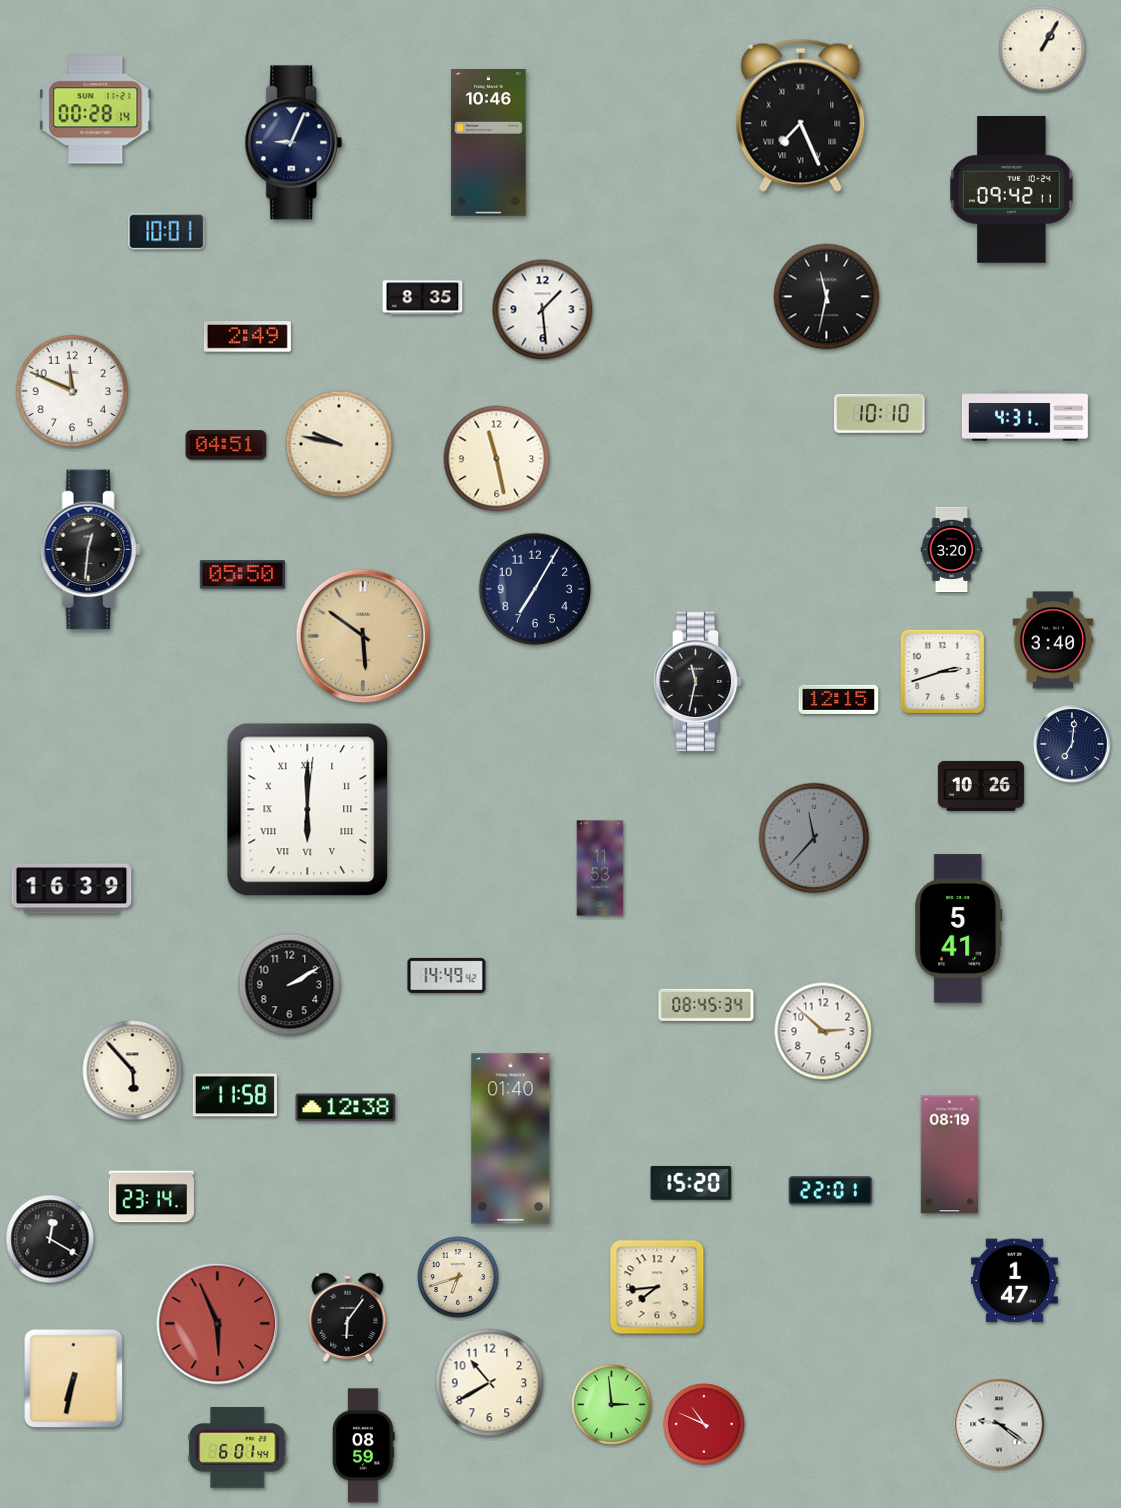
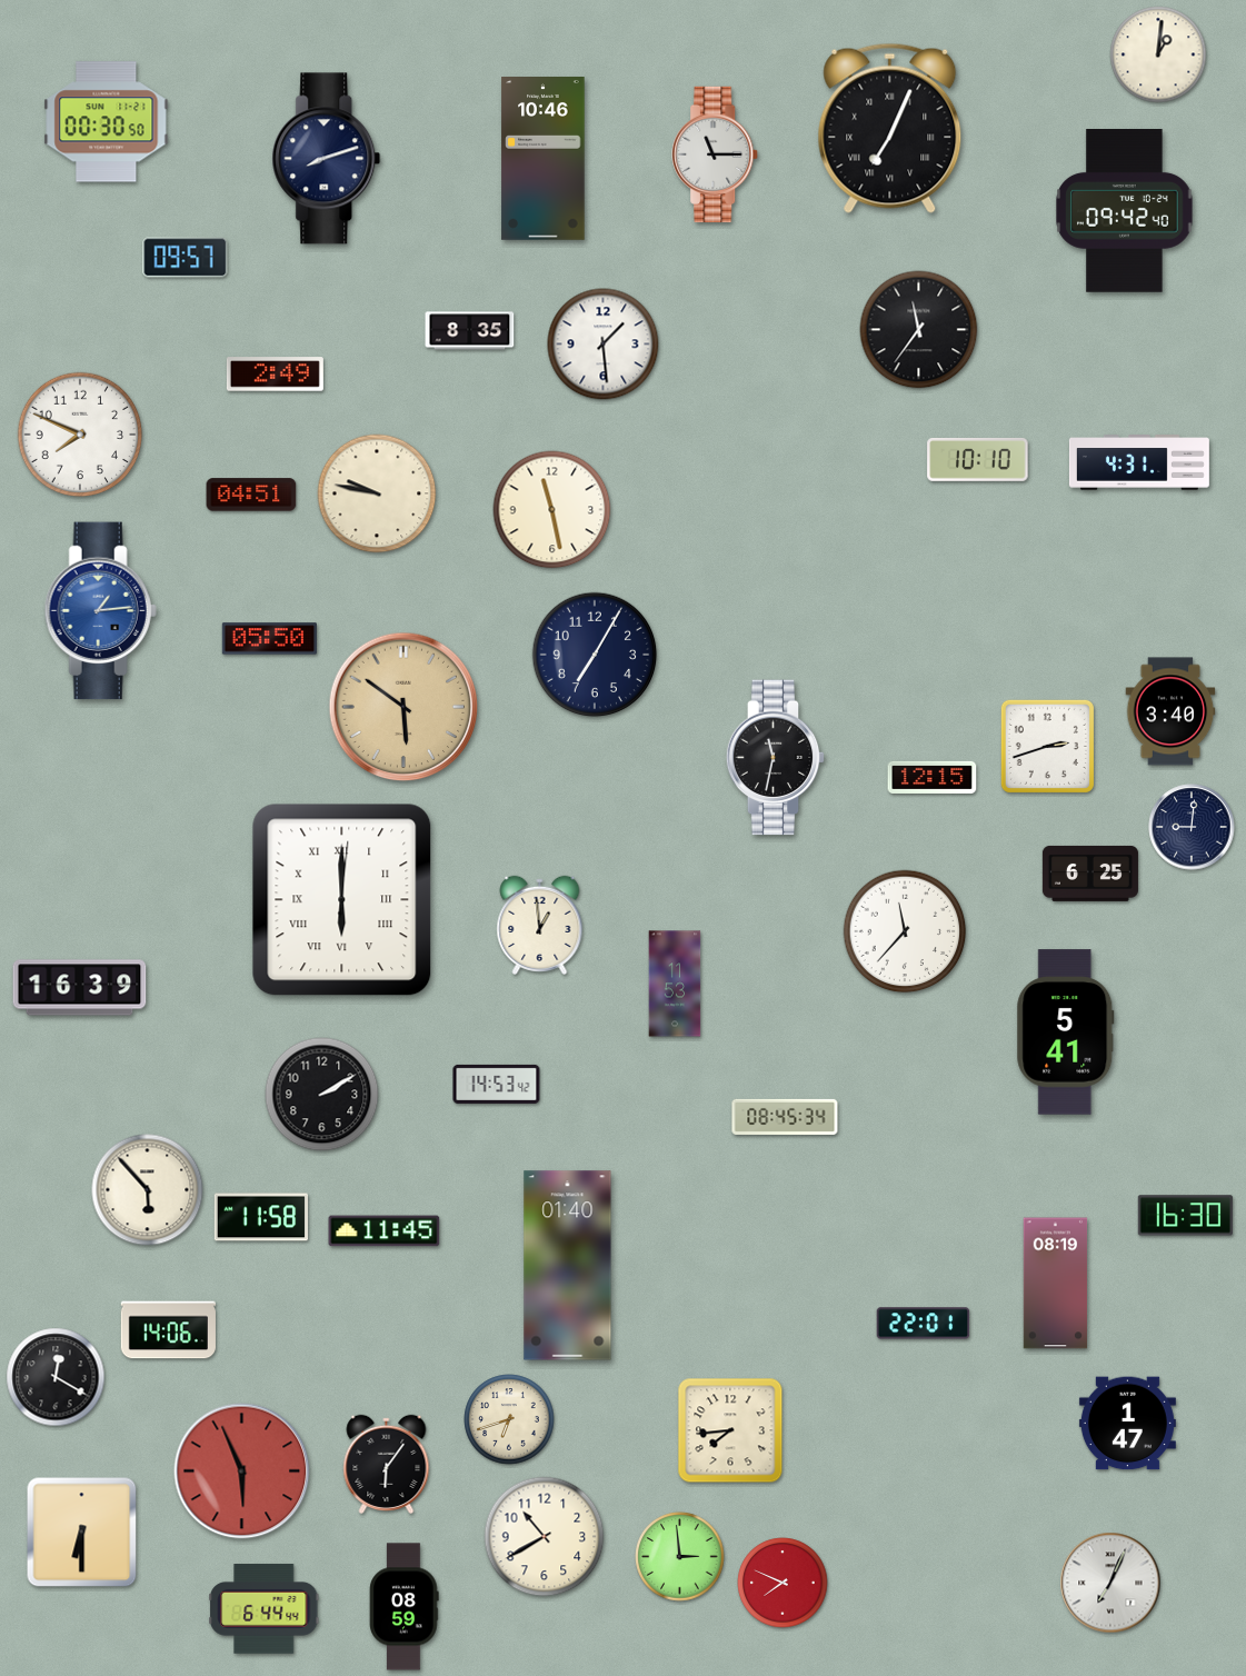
clock at (1042, 49): 1:05 -> 1:01
clock at (96, 110): 00:28 -> 00:30
clock at (801, 115): 7:26 -> 7:04
clock at (716, 154): none -> 11:15
clock at (294, 143): 9:04 -> 8:12
clock at (1012, 190): 09:42:11 -> 09:42:40
clock at (167, 232): 10:01 -> 09:57
clock at (827, 297): 11:32 -> 11:36
clock at (72, 391): 11:49 -> 7:49
clock at (952, 549): 3:20 -> none
clock at (90, 550): 12:31 -> 1:14
clock at (90, 550) dial: black -> blue
clock at (1072, 744): 7:01 -> 9:01
clock at (981, 786): 10:26 -> 6:25
clock at (540, 925): none -> 12:59
clock at (814, 838) dial: grey -> white
clock at (600, 868) position: (600, 868) -> (675, 984)
clock at (447, 975): 14:49 -> 14:53
clock at (823, 1031): 2:52 -> none
clock at (1185, 1216): none -> 16:30
clock at (346, 1108): 12:38 -> 11:45
clock at (691, 1183): 15:20 -> none
clock at (151, 1197): 23:14 -> 14:06
clock at (74, 1379): 6:32 -> 6:30
clock at (612, 1405) position: (612, 1405) -> (680, 1557)
clock at (704, 1424): 10:49 -> 7:49
clock at (999, 1424): 9:21 -> 7:04
clock at (238, 1448): 6:01 -> 6:44
